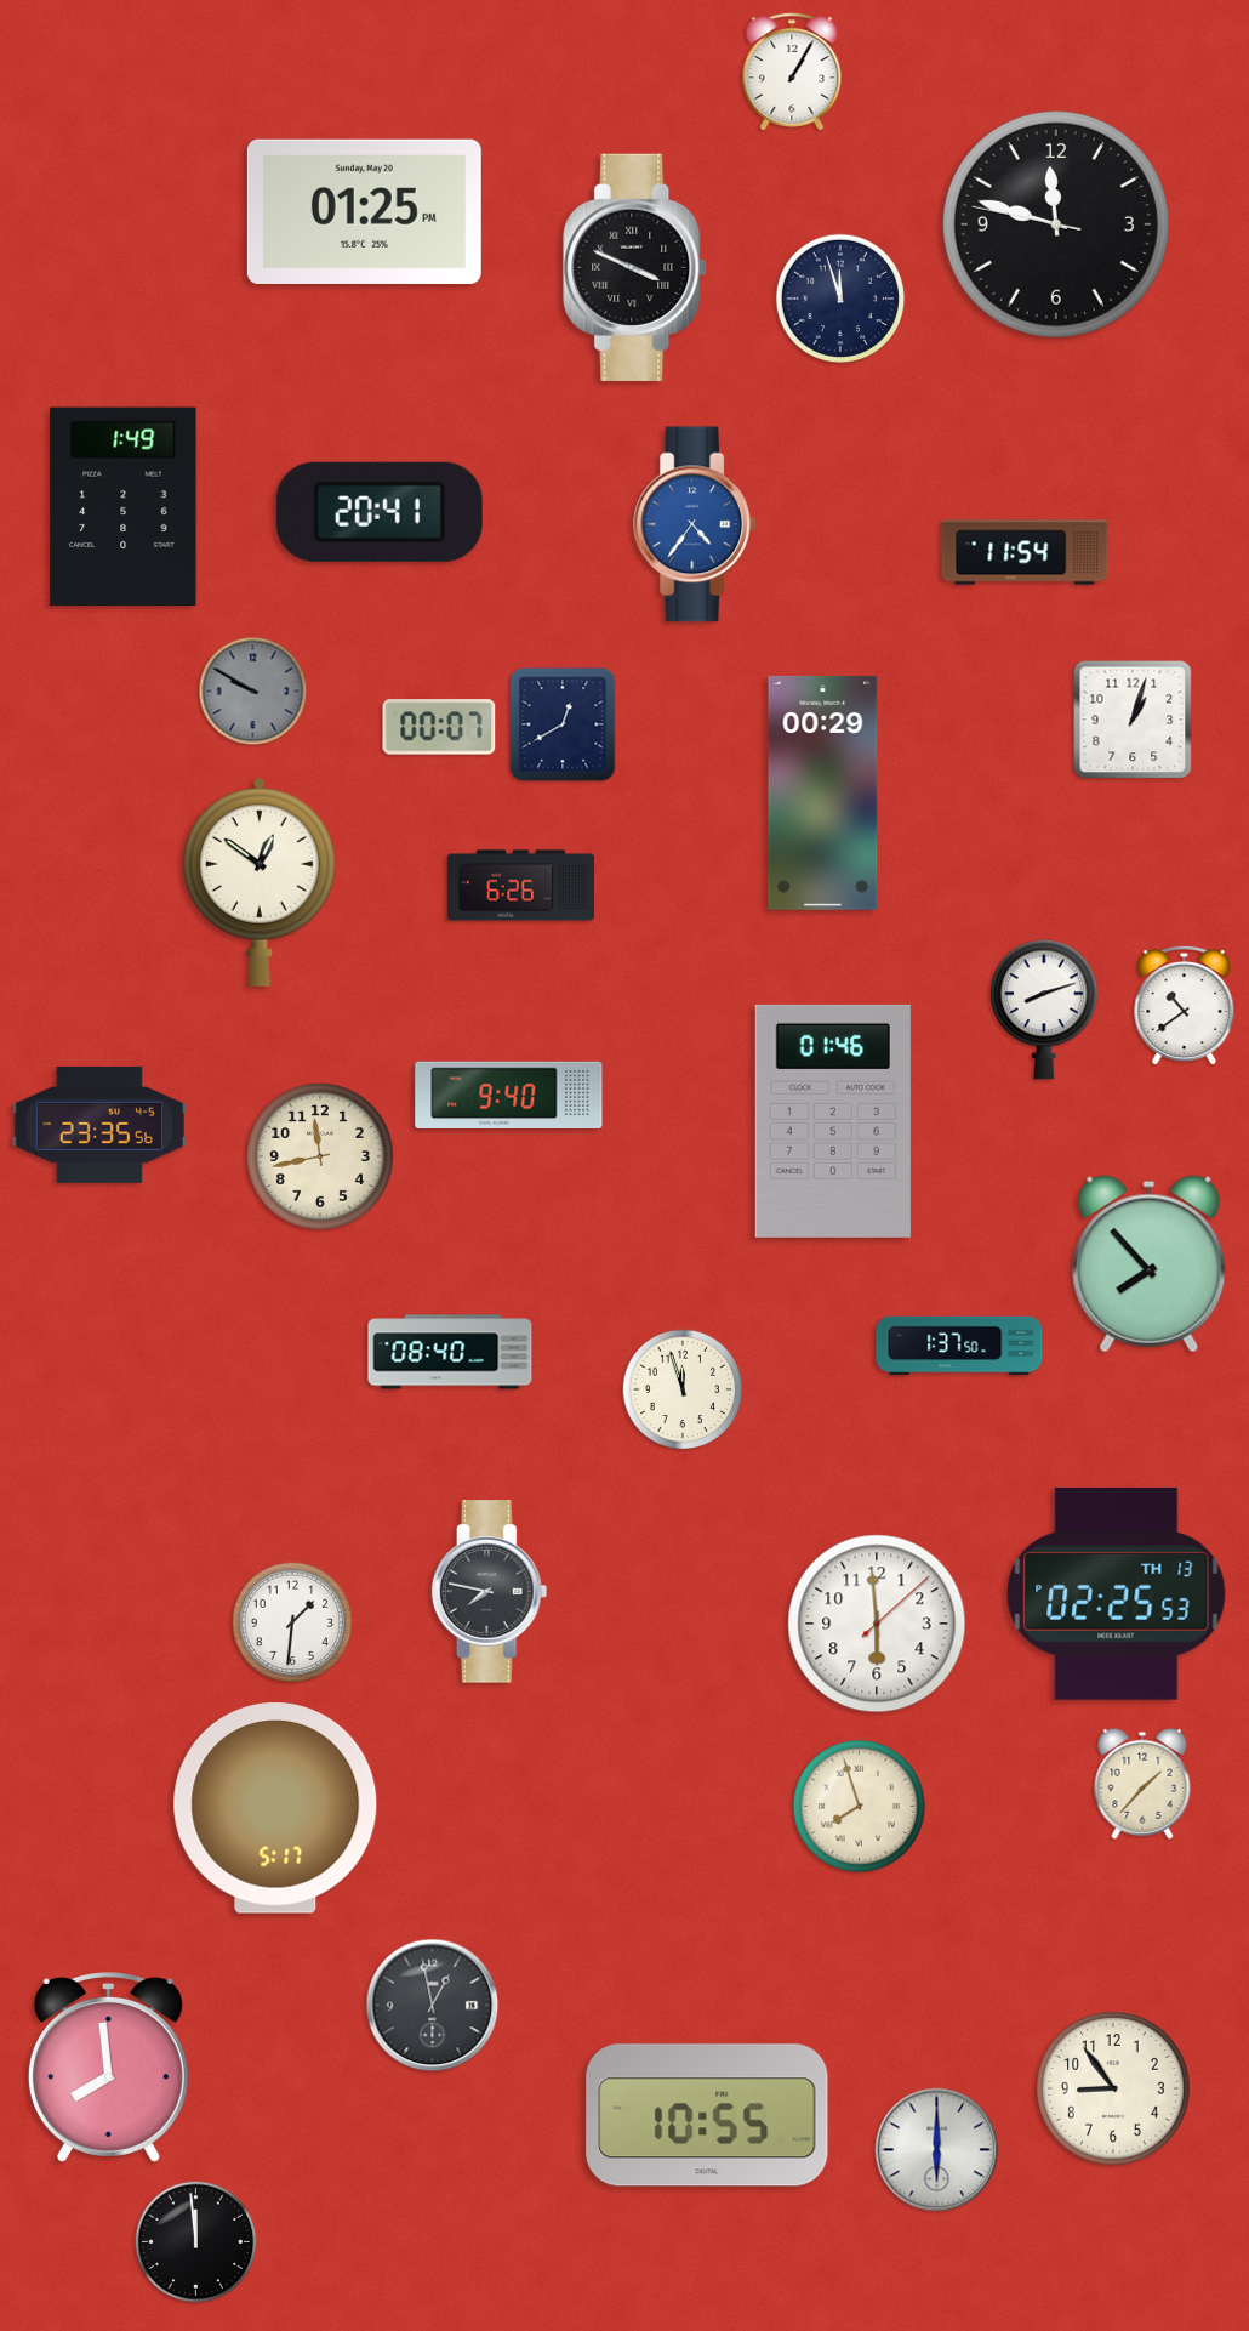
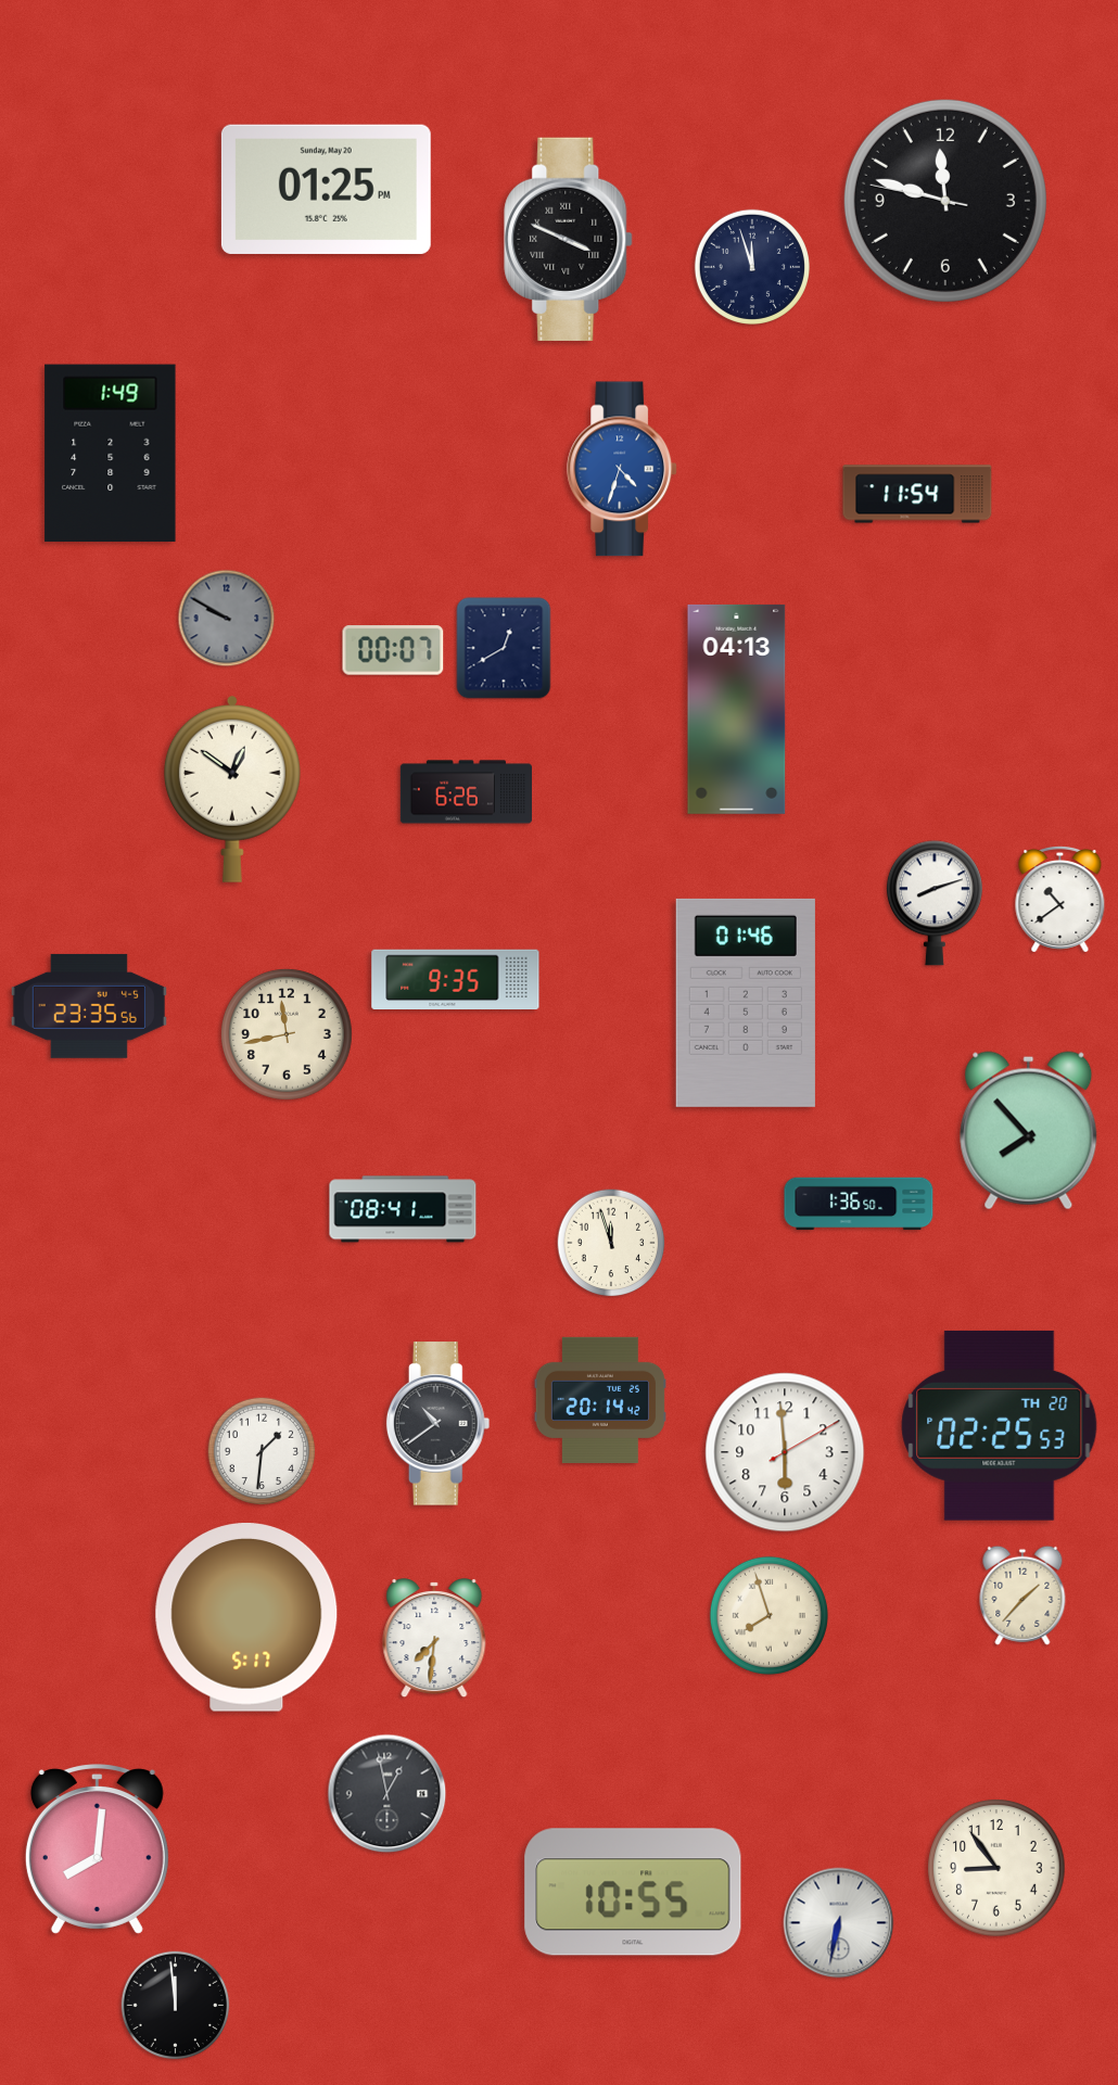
clock at (792, 72): 1:05 -> none
clock at (380, 512): 20:41 -> none
clock at (696, 524): 4:36 -> 4:33
clock at (1133, 720): 1:03 -> none
clock at (823, 792): 00:29 -> 04:13
clock at (509, 1095): 9:40 -> 9:35
clock at (959, 1346): 1:37 -> 1:36
clock at (450, 1352): 08:40 -> 08:41
clock at (600, 1400): none -> 20:14
clock at (490, 1592): 7:47 -> 10:39
clock at (1117, 1593) date: TH 13 -> TH 20
clock at (877, 1624): 5:59:08 -> 5:59:10
clock at (434, 1639): none -> 7:31
clock at (108, 2068): 7:59 -> 8:01
clock at (937, 2150): 6:00 -> 6:32
